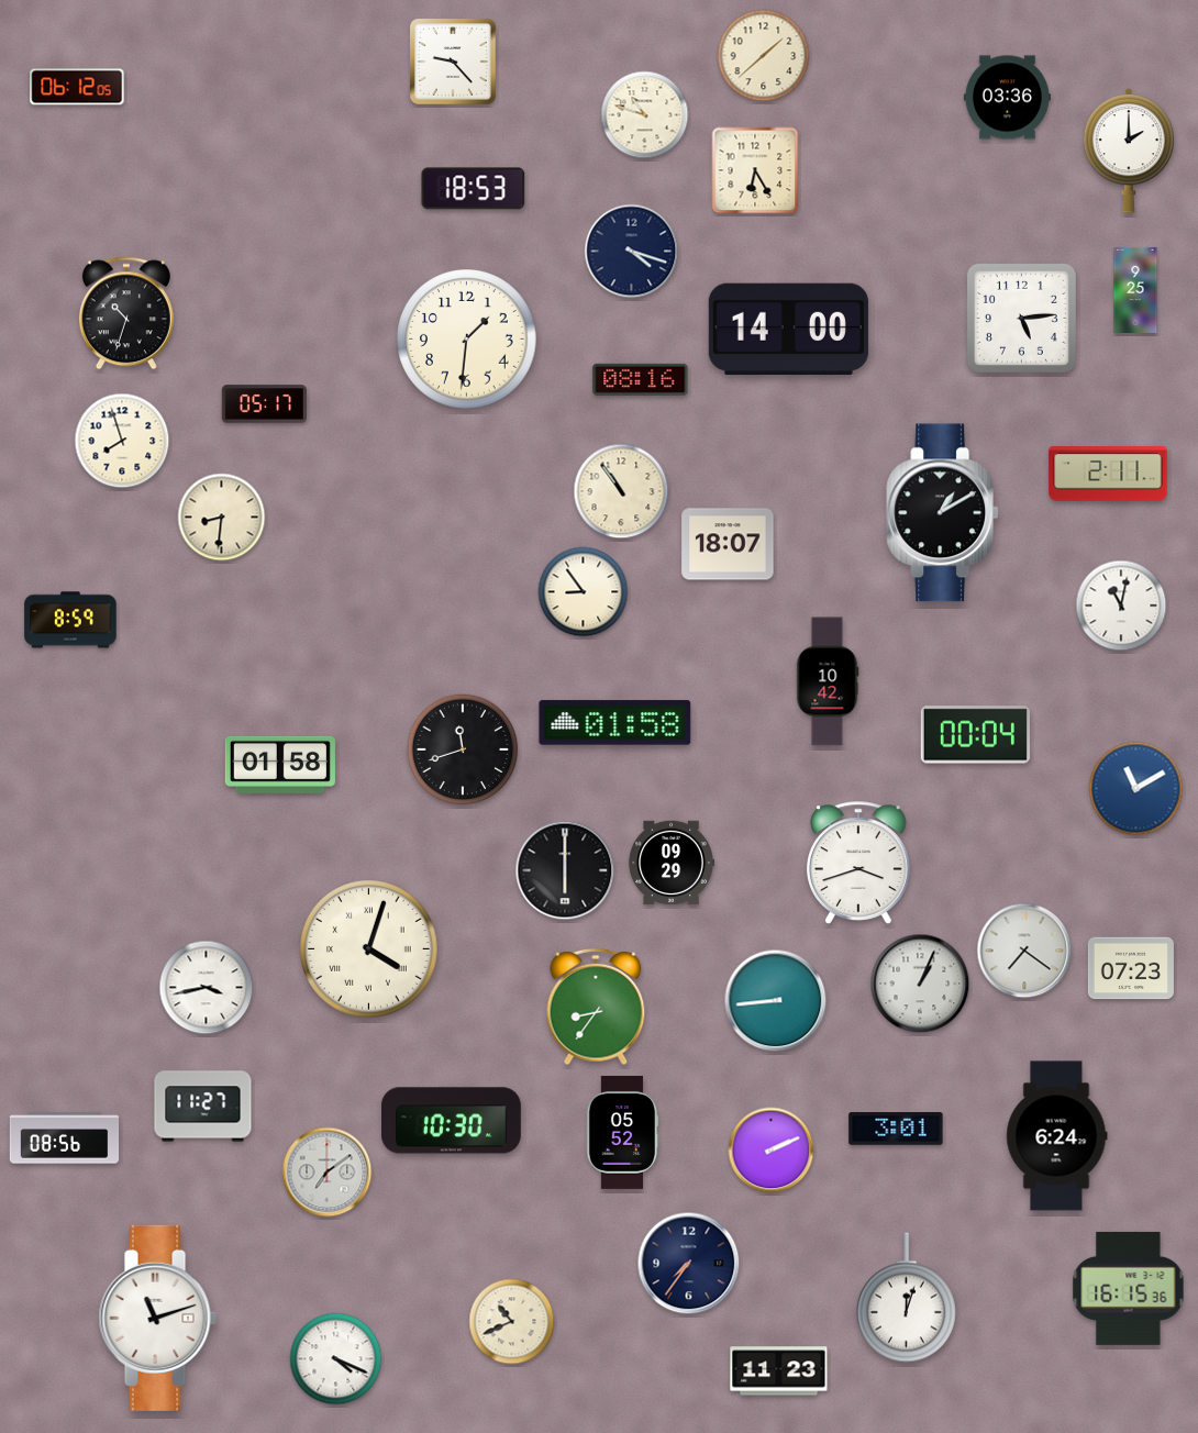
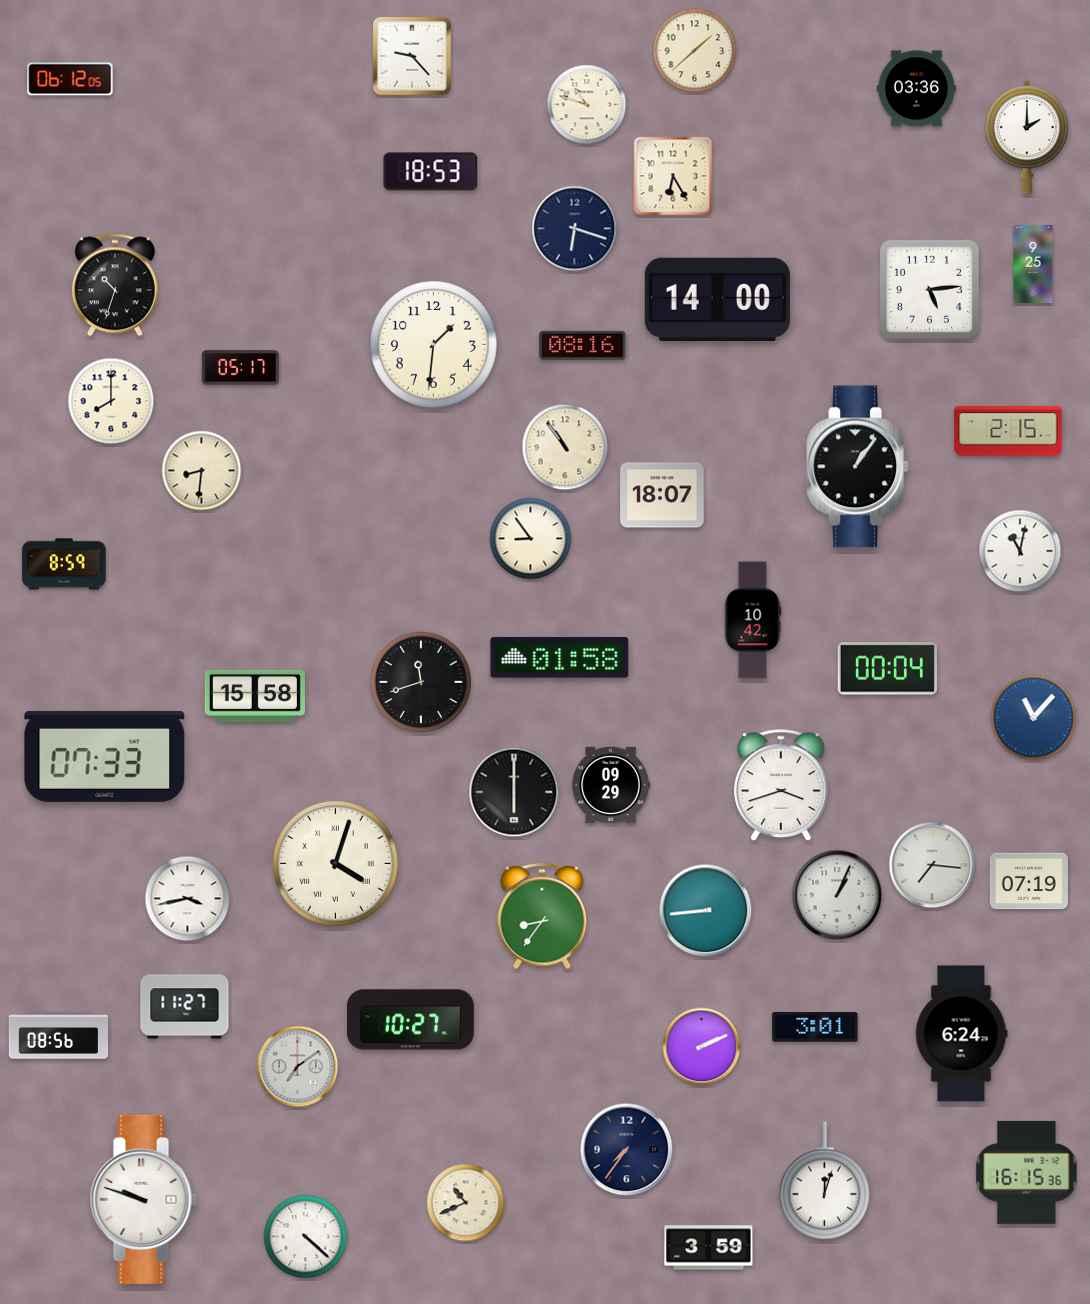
clock at (755, 170) position: (755, 170) -> (673, 176)
clock at (632, 252): 4:18 -> 6:18
clock at (467, 340) position: (467, 340) -> (434, 345)
clock at (122, 441): 7:57 -> 8:00
clock at (1108, 474): 2:11 -> 2:15
clock at (943, 513): 1:10 -> 1:06
clock at (280, 765): 01:58 -> 15:58
clock at (1136, 789): 11:10 -> 11:07
clock at (105, 756): none -> 07:33
clock at (1024, 951): 7:21 -> 7:16
clock at (1131, 968): 07:23 -> 07:19
clock at (452, 1121): 10:30 -> 10:27
clock at (622, 1132): 05:52 -> none
clock at (157, 1318): 11:12 -> 9:48
clock at (336, 1359): 4:19 -> 4:22
clock at (779, 1371): 11:23 -> 3:59
